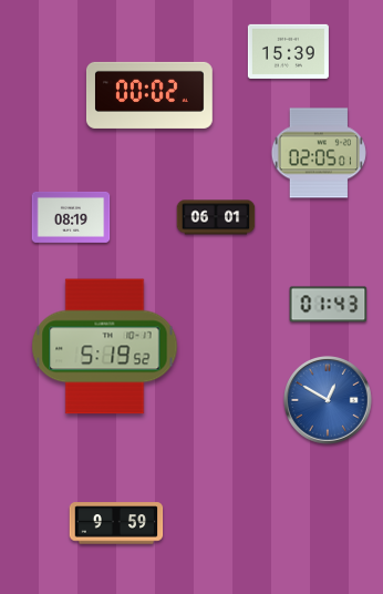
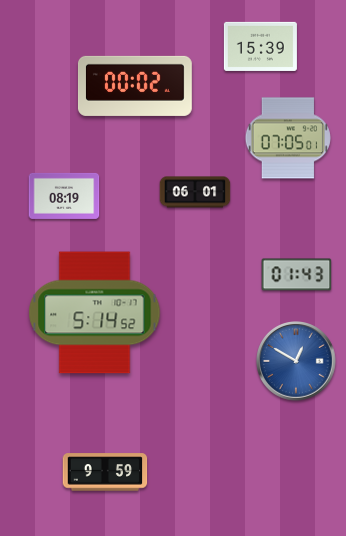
clock at (319, 153): 02:05 -> 07:05
clock at (216, 217) position: (216, 217) -> (195, 192)
clock at (105, 347): 5:19 -> 5:14
